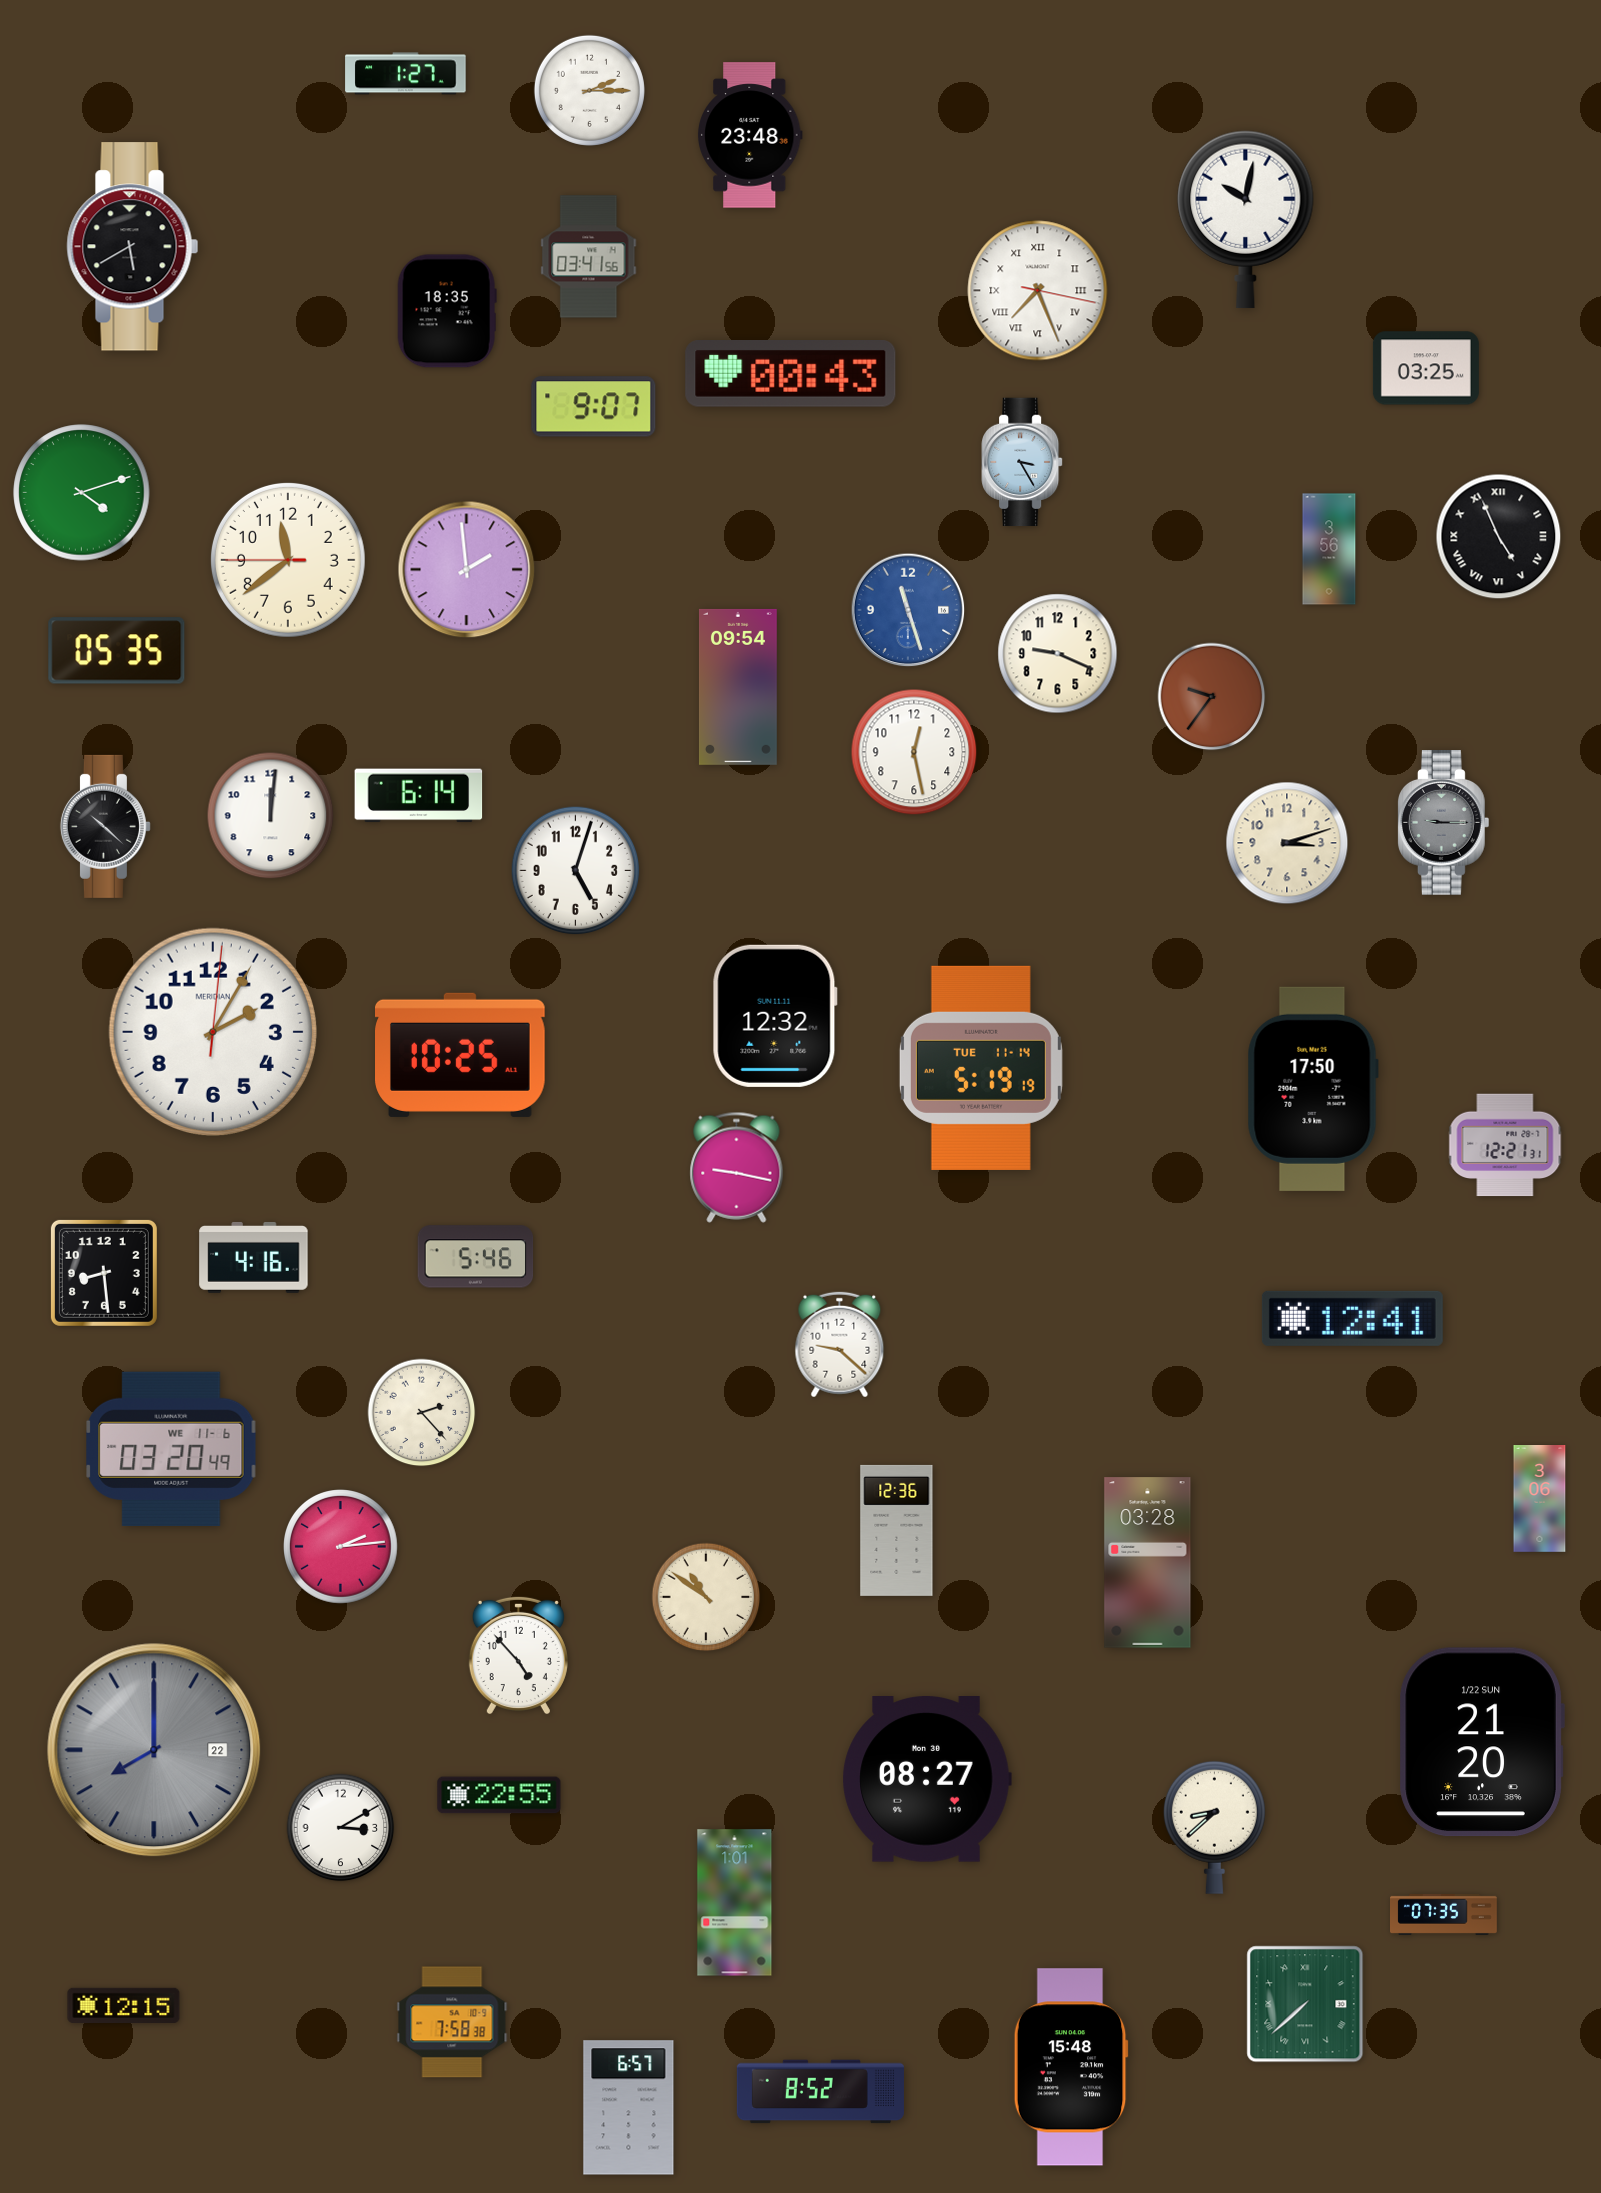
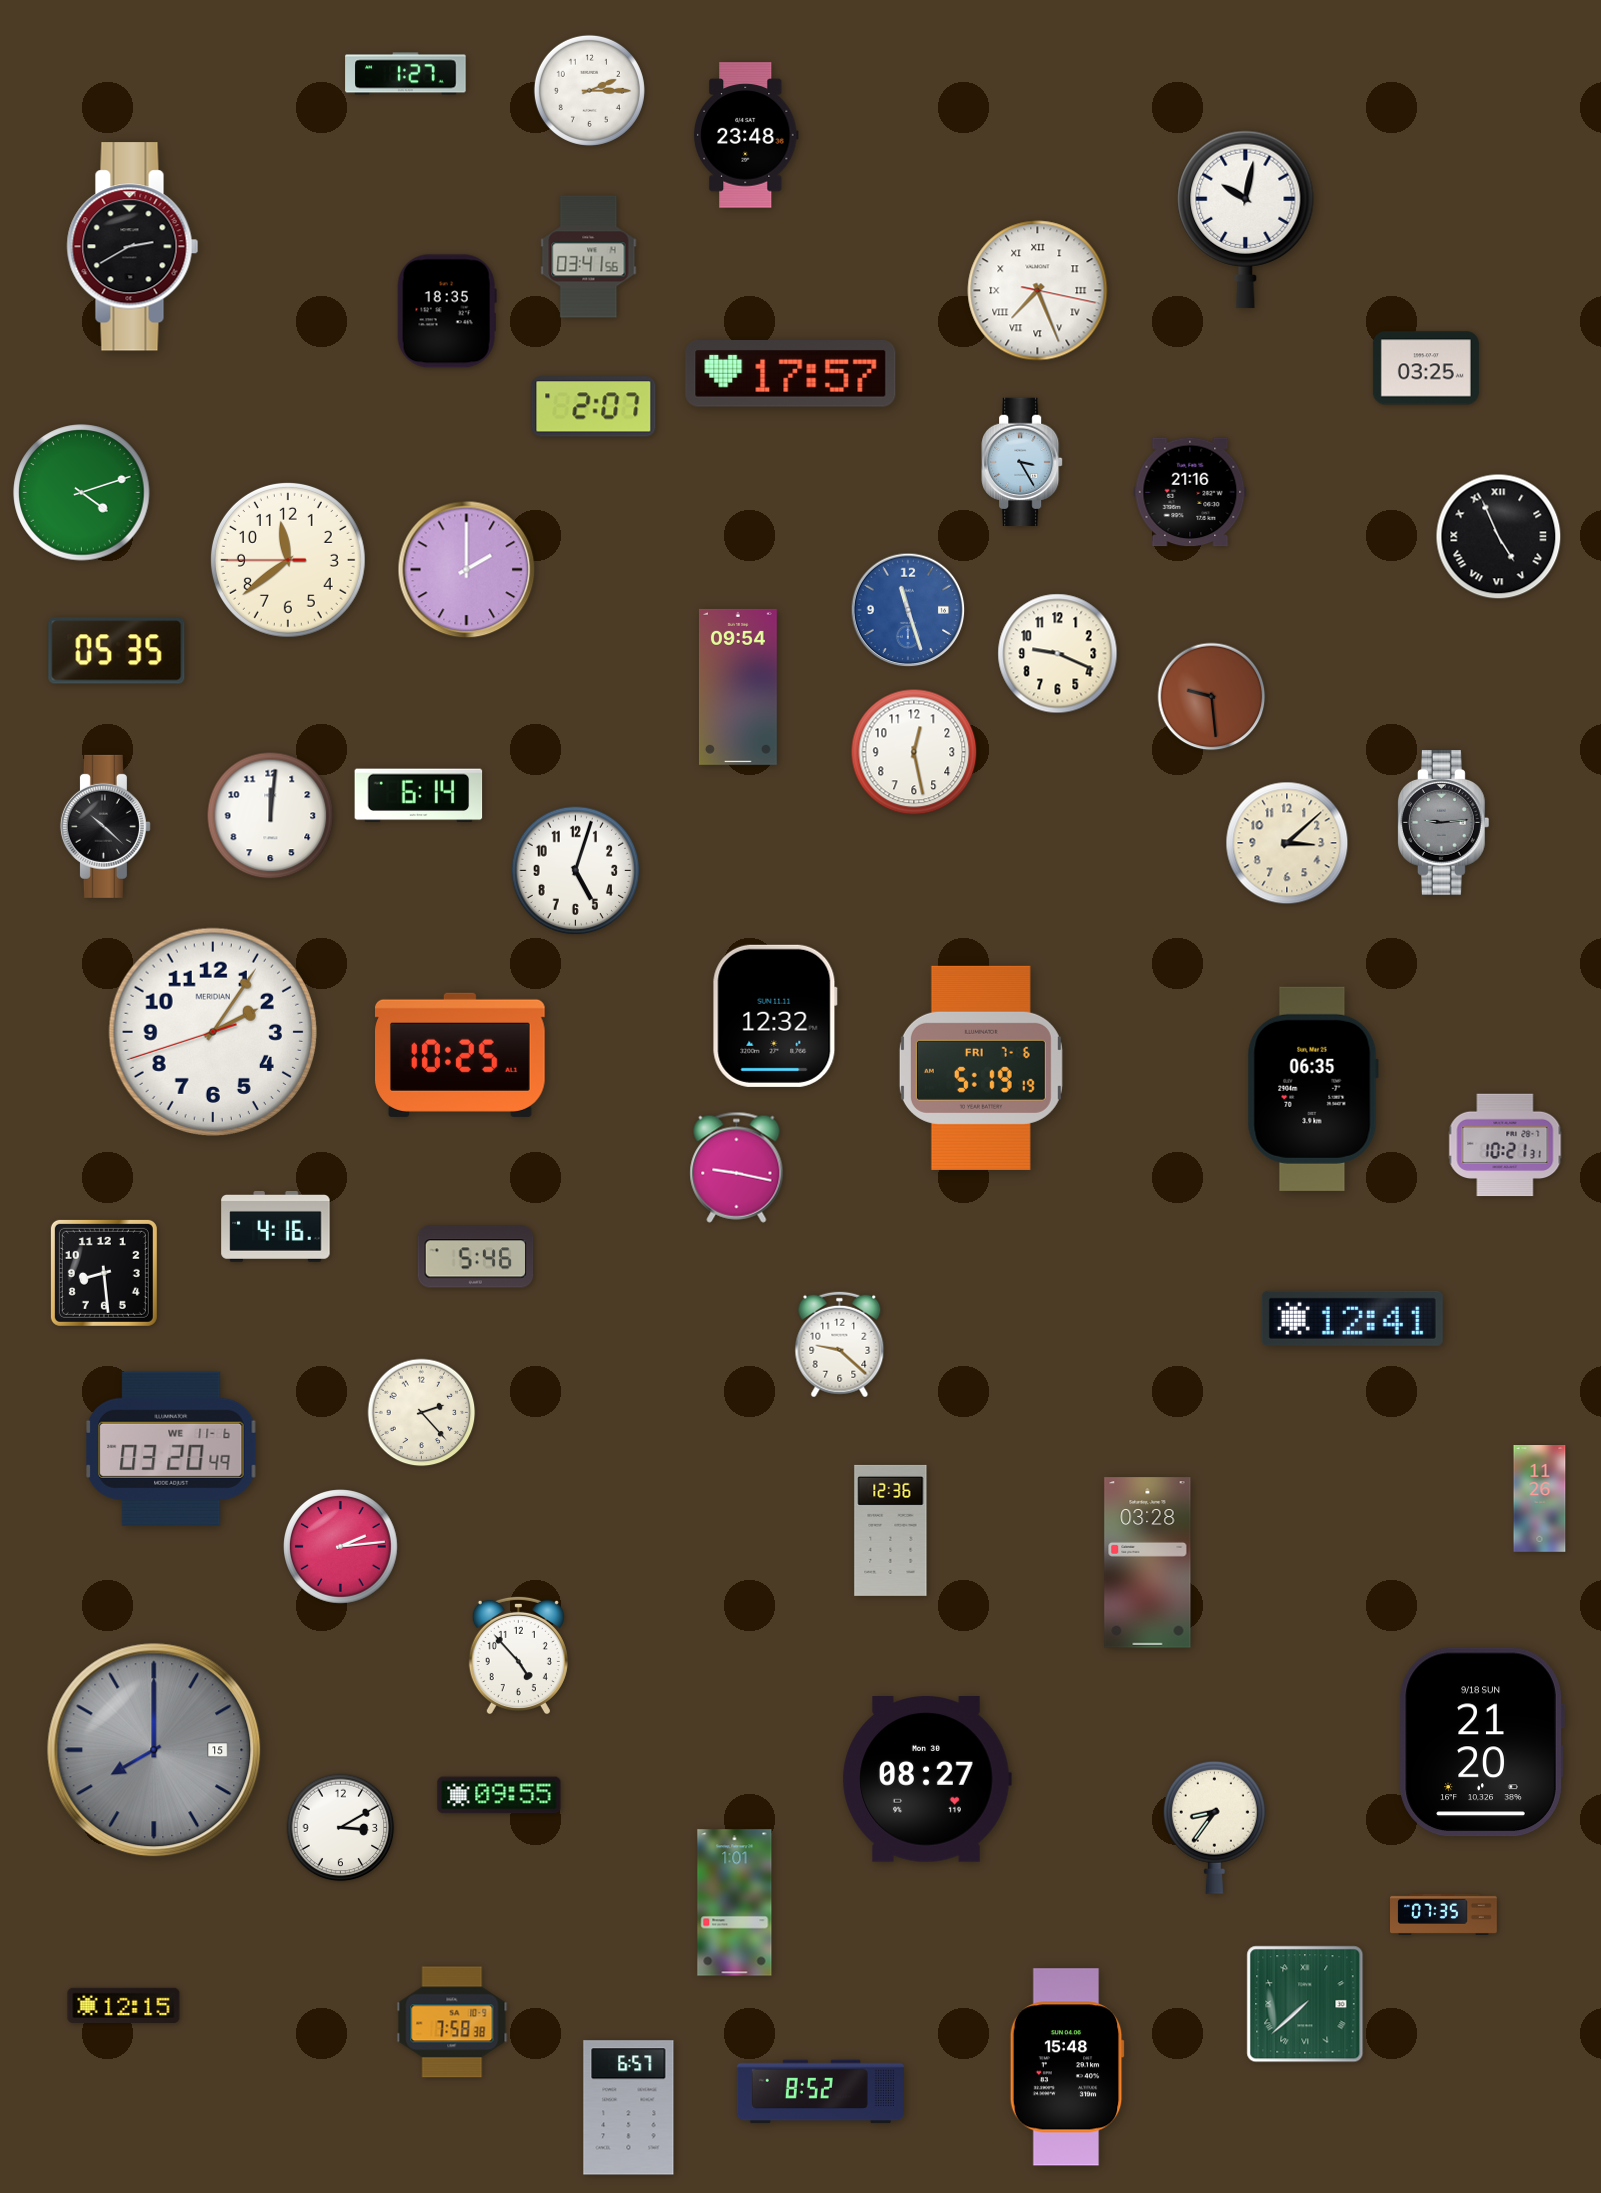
clock at (750, 135) position: (750, 135) -> (746, 135)
clock at (133, 247): 5:40 -> 2:40
clock at (791, 374): 00:43 -> 17:57
clock at (594, 407): 9:07 -> 2:07
clock at (1190, 492): none -> 21:16
clock at (1329, 549): 3:56 -> none
clock at (467, 570): 1:59 -> 2:00
clock at (1212, 697): 9:36 -> 9:29
clock at (1443, 823): 9:15 -> 9:14
clock at (1287, 843): 3:12 -> 3:08
clock at (213, 1032): 2:05:01 -> 2:05:42
clock at (981, 1068) date: TUE 11-14 -> FRI 7-6
clock at (1313, 1089): 17:50 -> 06:35
clock at (1505, 1145): 12:21 -> 10:21
clock at (254, 1257) position: (254, 1257) -> (276, 1226)
clock at (1540, 1499): 3:06 -> 11:26
clock at (897, 1530) position: (897, 1530) -> (891, 1530)
clock at (706, 1597): 10:51 -> none
clock at (1482, 1742) date: 1/22 SUN -> 9/18 SUN
clock at (154, 1750) date: 22 -> 15
clock at (499, 1795): 22:55 -> 09:55
clock at (1214, 1827): 8:38 -> 8:36
clock at (1071, 2067) position: (1071, 2067) -> (1067, 2067)
